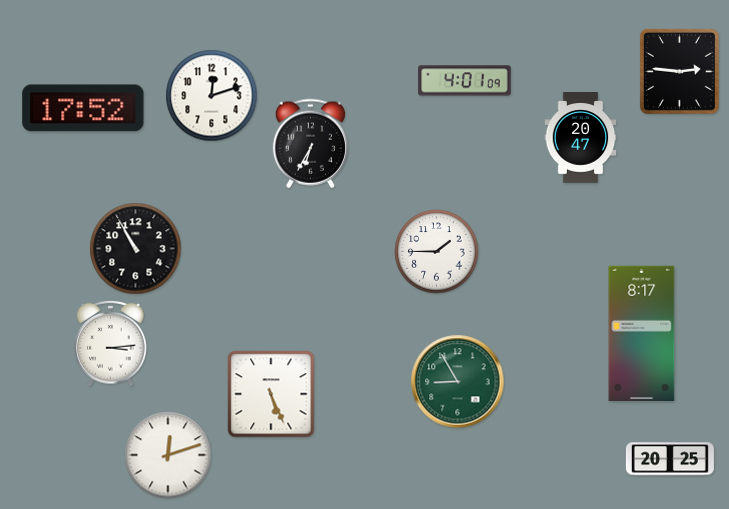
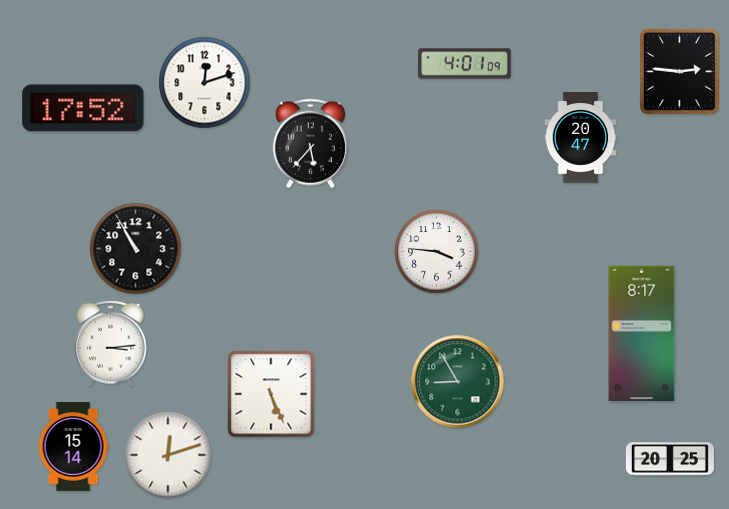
clock at (465, 81) position: (465, 81) -> (465, 64)
clock at (212, 96) position: (212, 96) -> (205, 83)
clock at (310, 144): 6:35 -> 5:37
clock at (437, 252): 1:45 -> 3:46
clock at (73, 446): none -> 15:14
